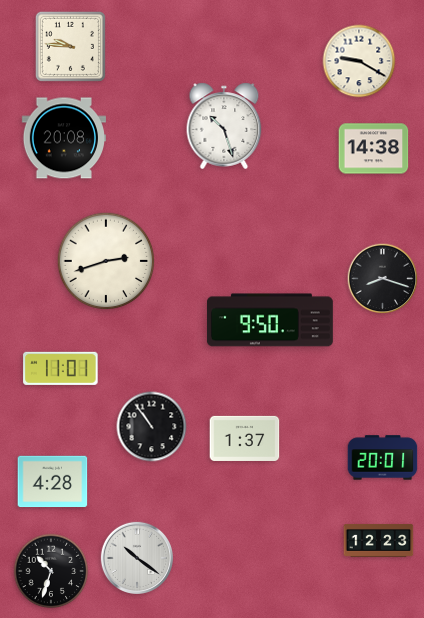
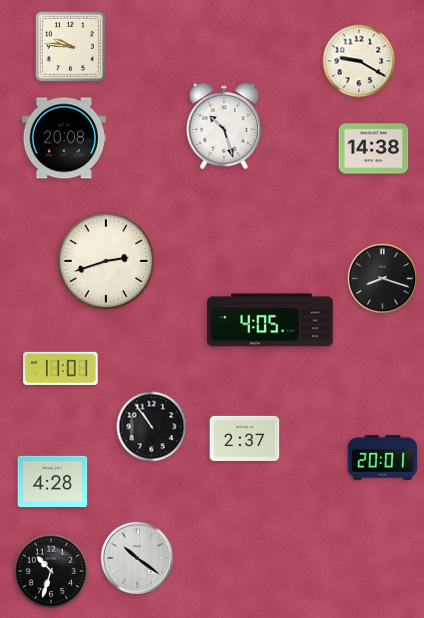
clock at (270, 320): 9:50 -> 4:05
clock at (245, 438): 1:37 -> 2:37
clock at (379, 540): 12:23 -> none
